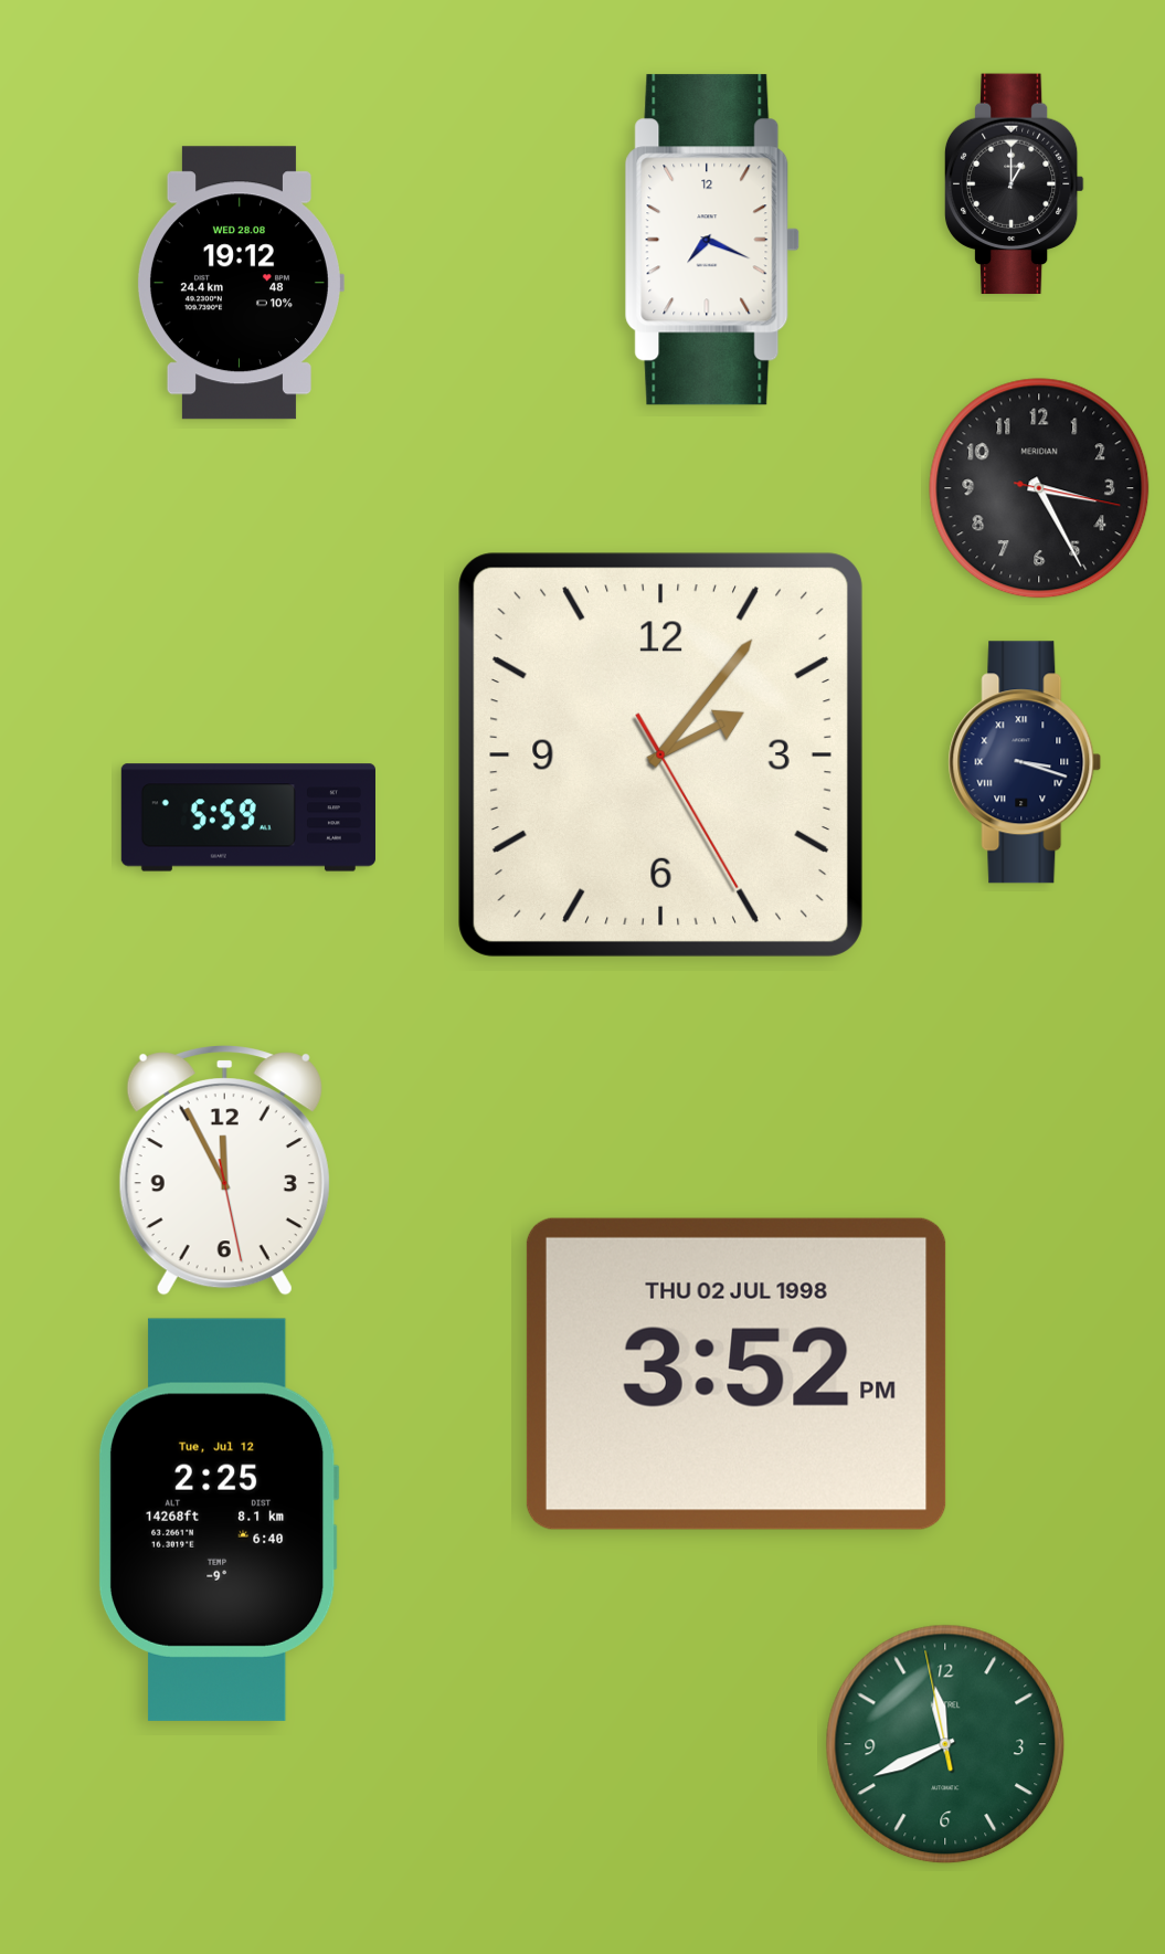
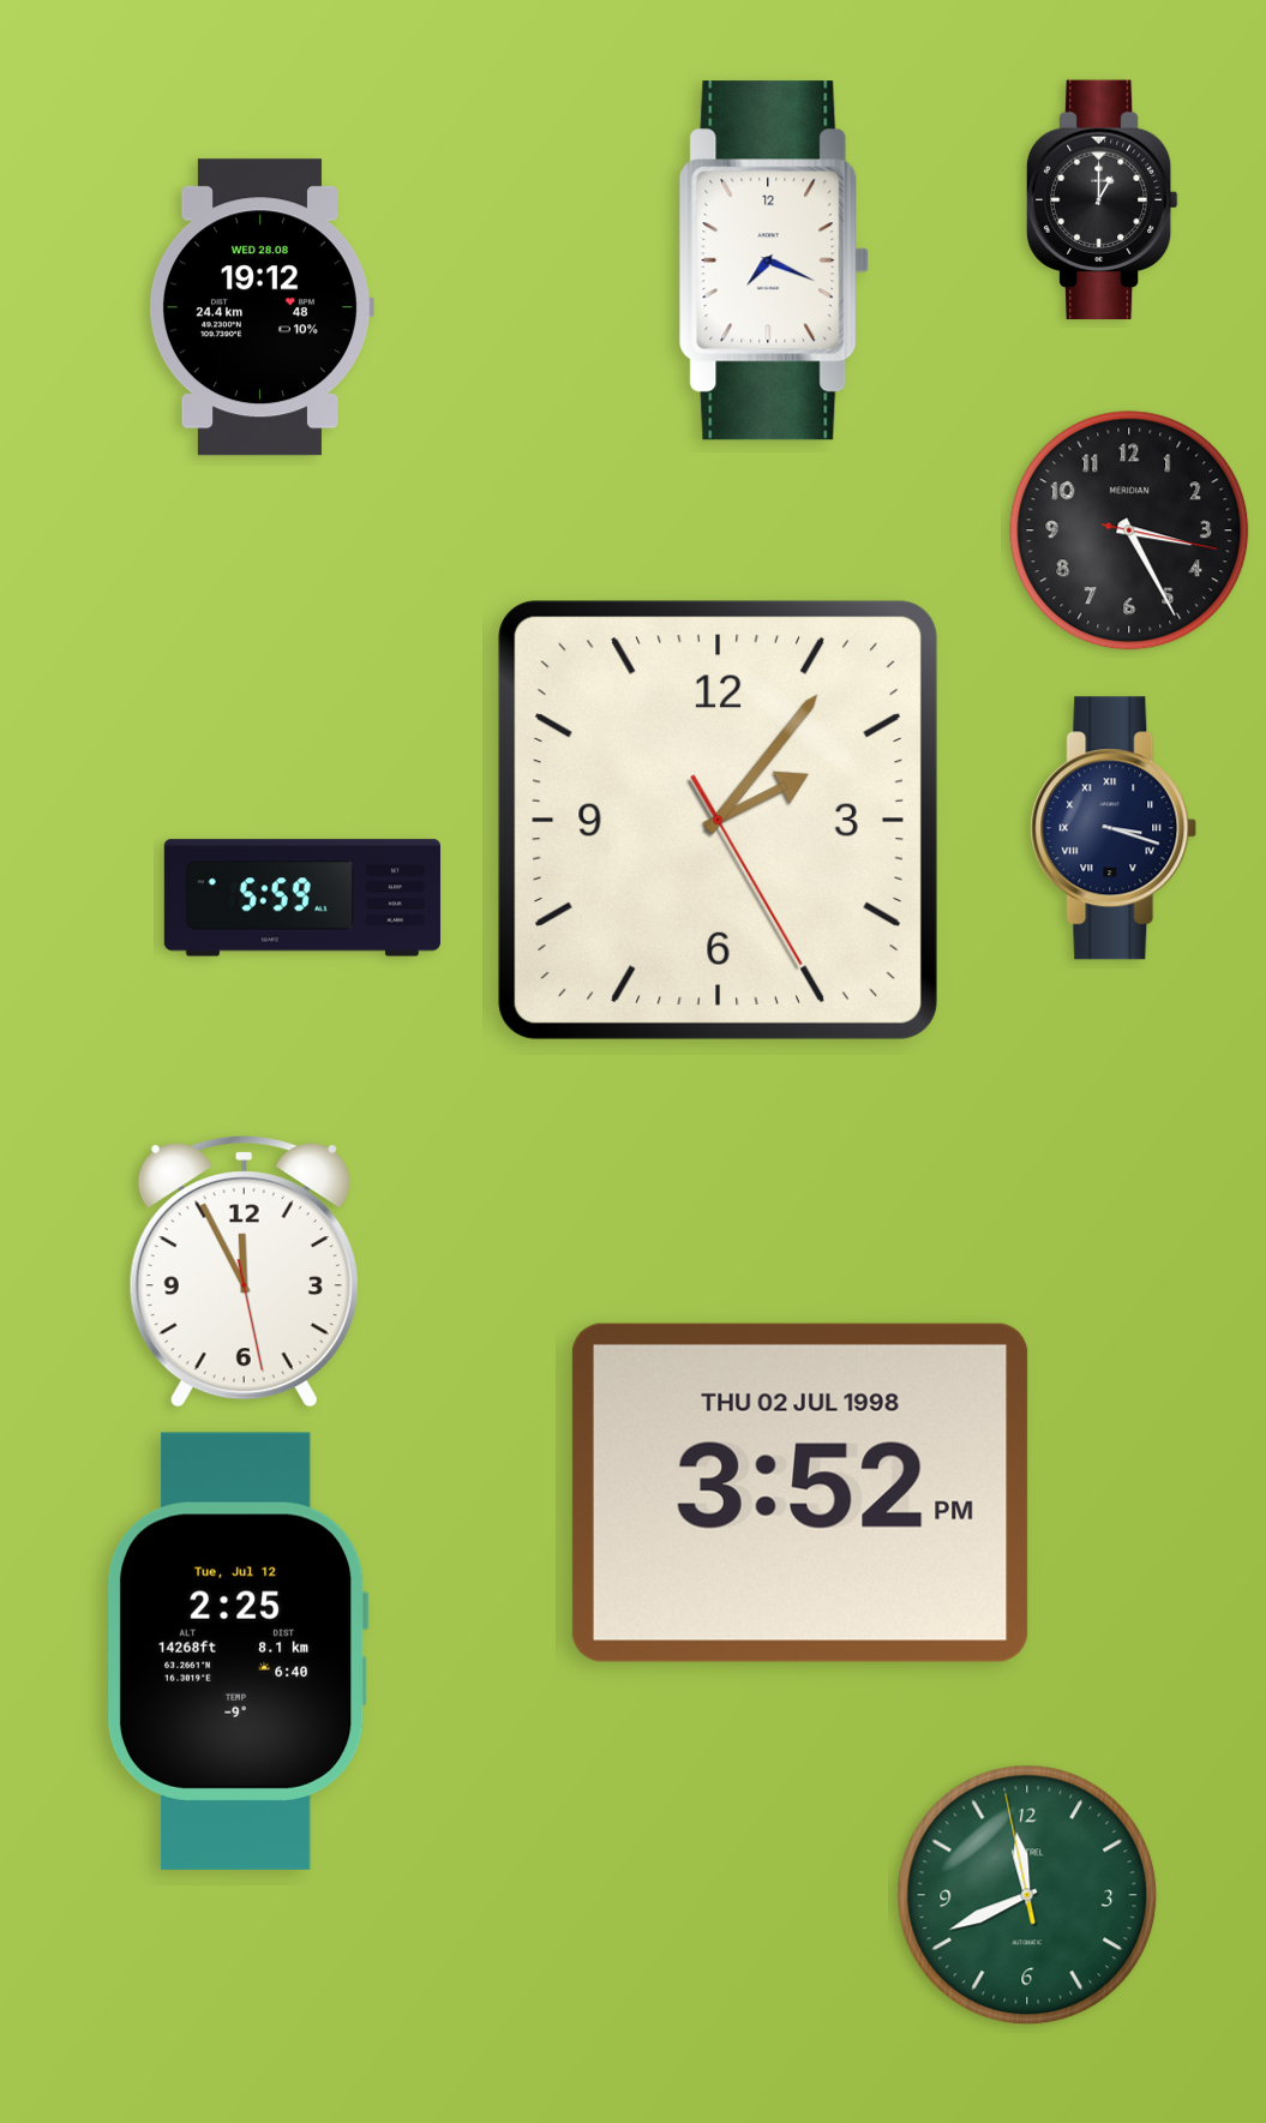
clock at (248, 817) position: (248, 817) -> (302, 898)
